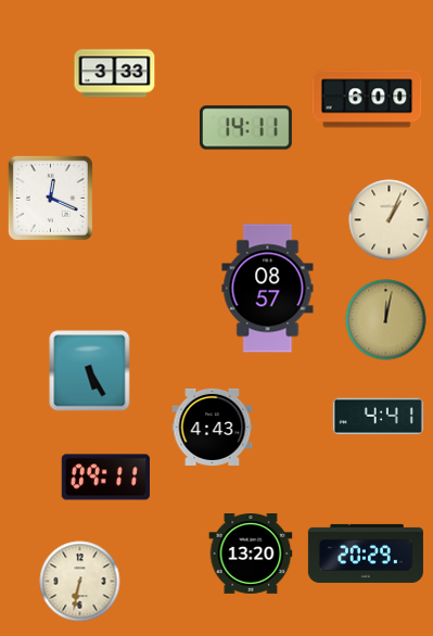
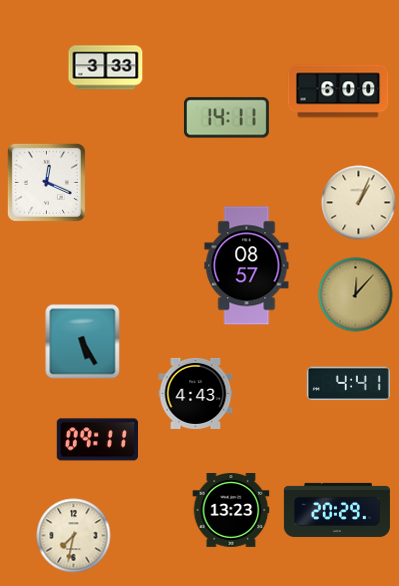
clock at (386, 320): 12:02 -> 12:07
clock at (251, 555): 13:20 -> 13:23
clock at (80, 582): 6:32 -> 7:32
